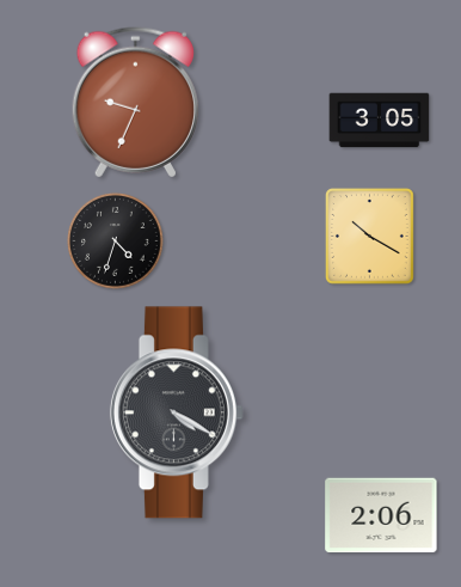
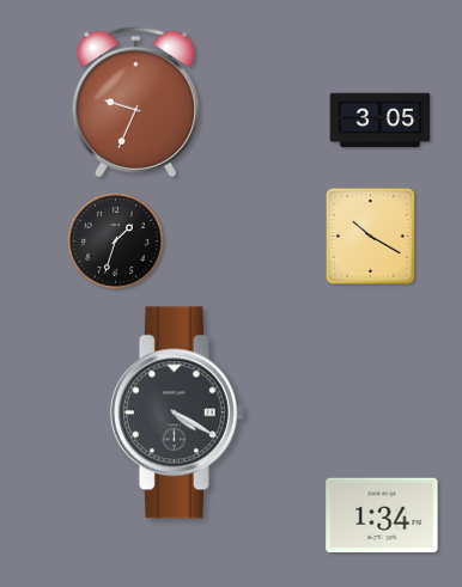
clock at (116, 241): 4:33 -> 1:33
clock at (381, 515): 2:06 -> 1:34
